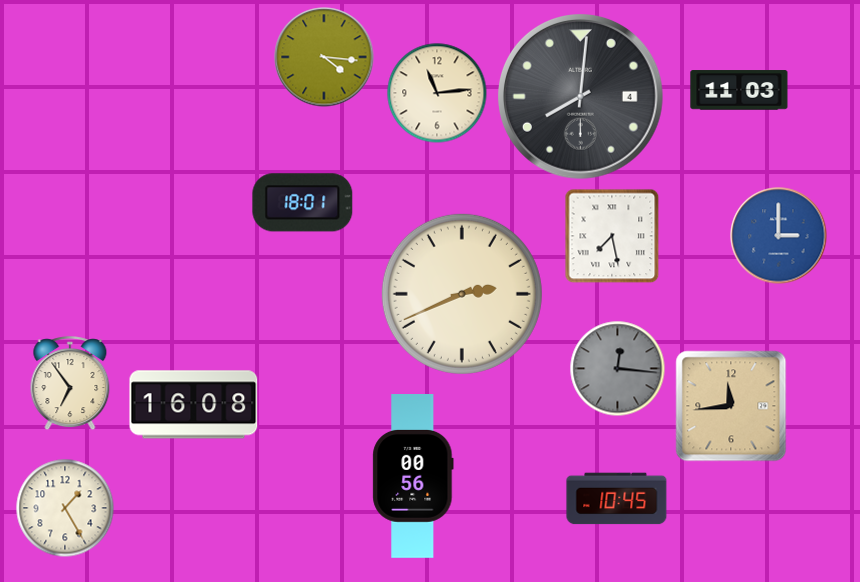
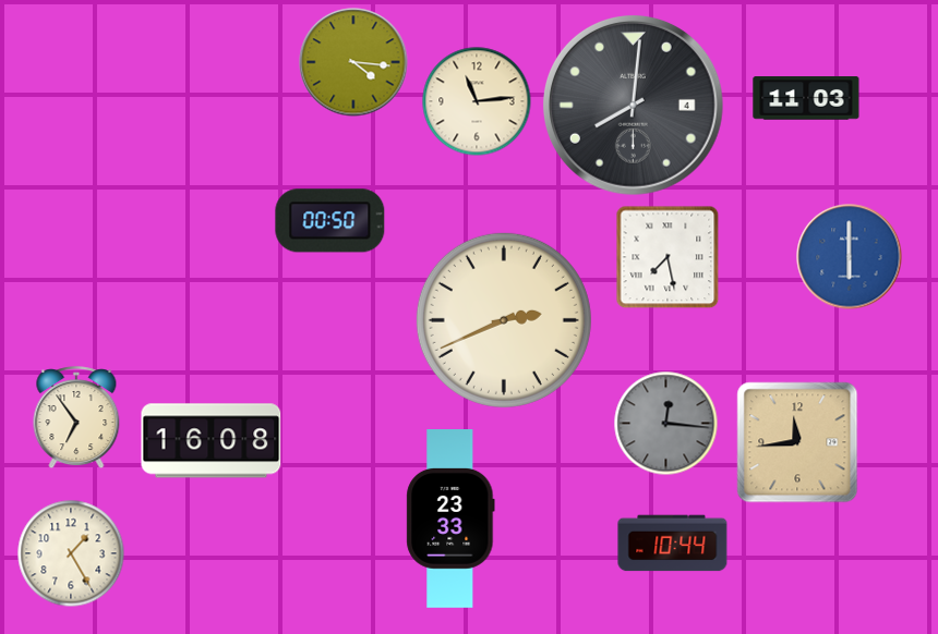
clock at (303, 203): 18:01 -> 00:50
clock at (779, 236): 3:00 -> 6:00
clock at (618, 369) position: (618, 369) -> (666, 424)
clock at (413, 477): 00:56 -> 23:33
clock at (617, 499): 10:45 -> 10:44
